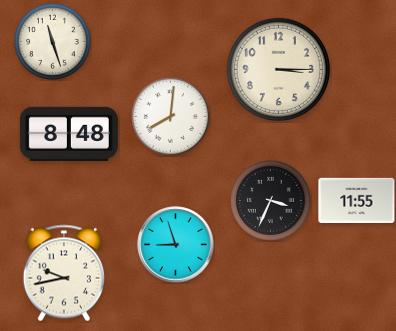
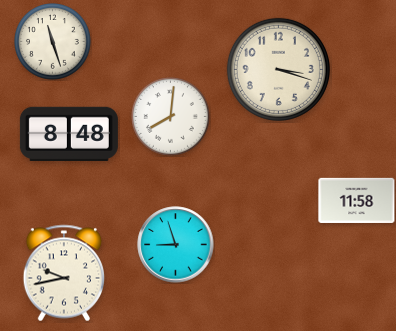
clock at (278, 69): 3:15 -> 3:18
clock at (270, 200): 3:34 -> none
clock at (357, 200): 11:55 -> 11:58
